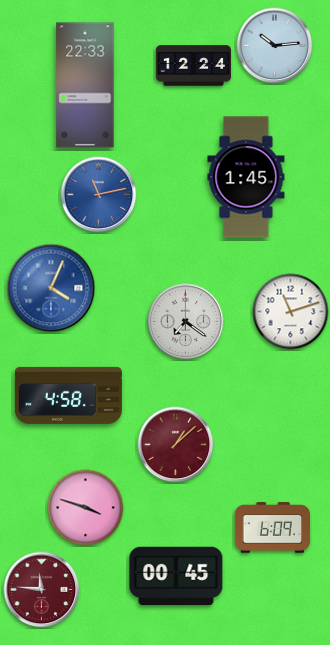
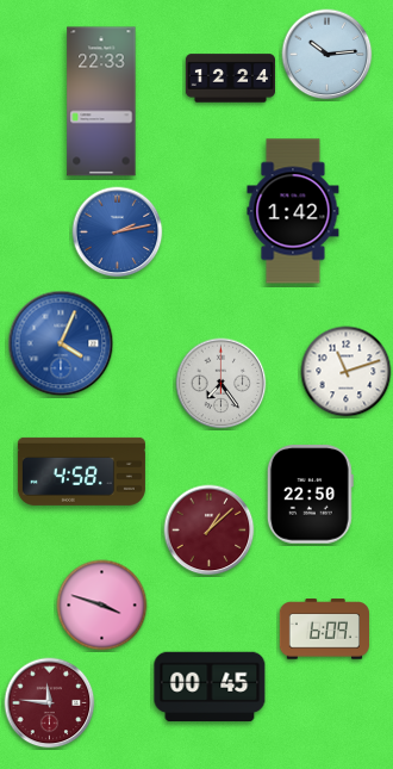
clock at (246, 177): 1:45 -> 1:42
clock at (99, 195): 11:13 -> 2:13
clock at (186, 322): 7:21 -> 7:24
clock at (310, 495): none -> 22:50
